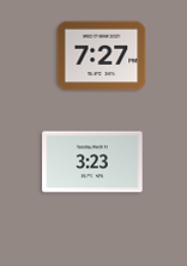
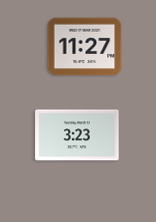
clock at (102, 56): 7:27 -> 11:27
